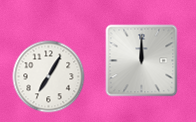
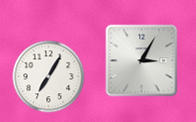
clock at (142, 61): 12:00 -> 3:05
